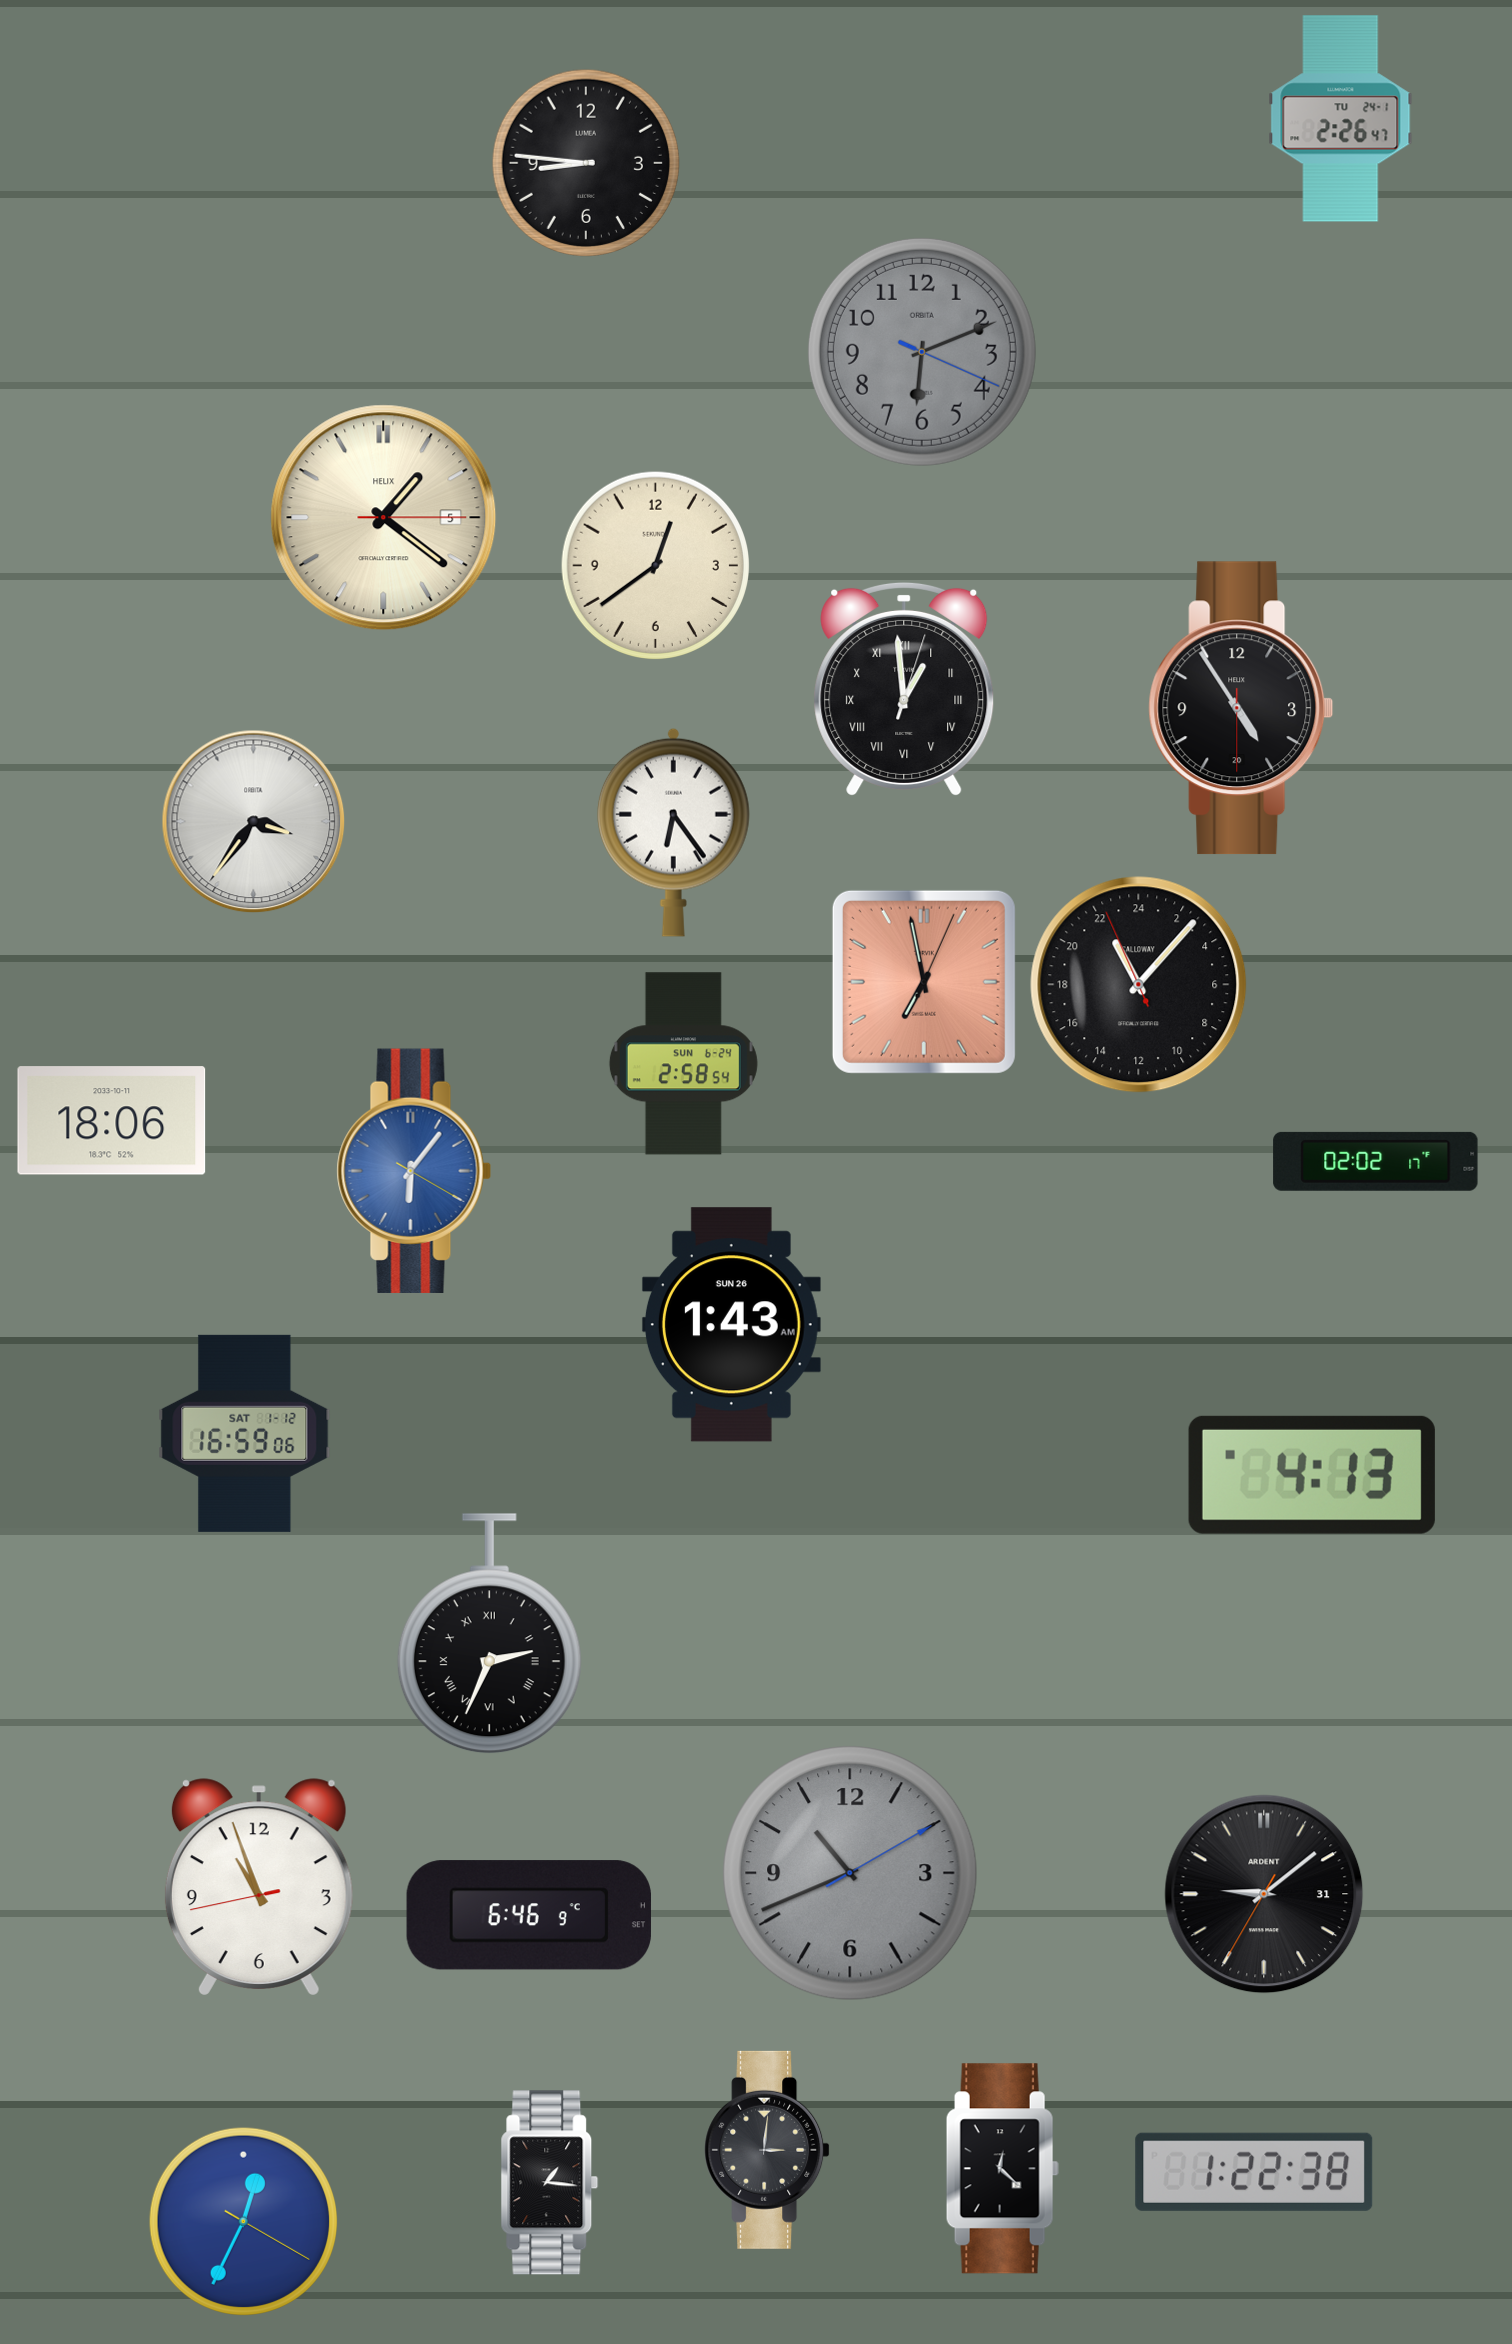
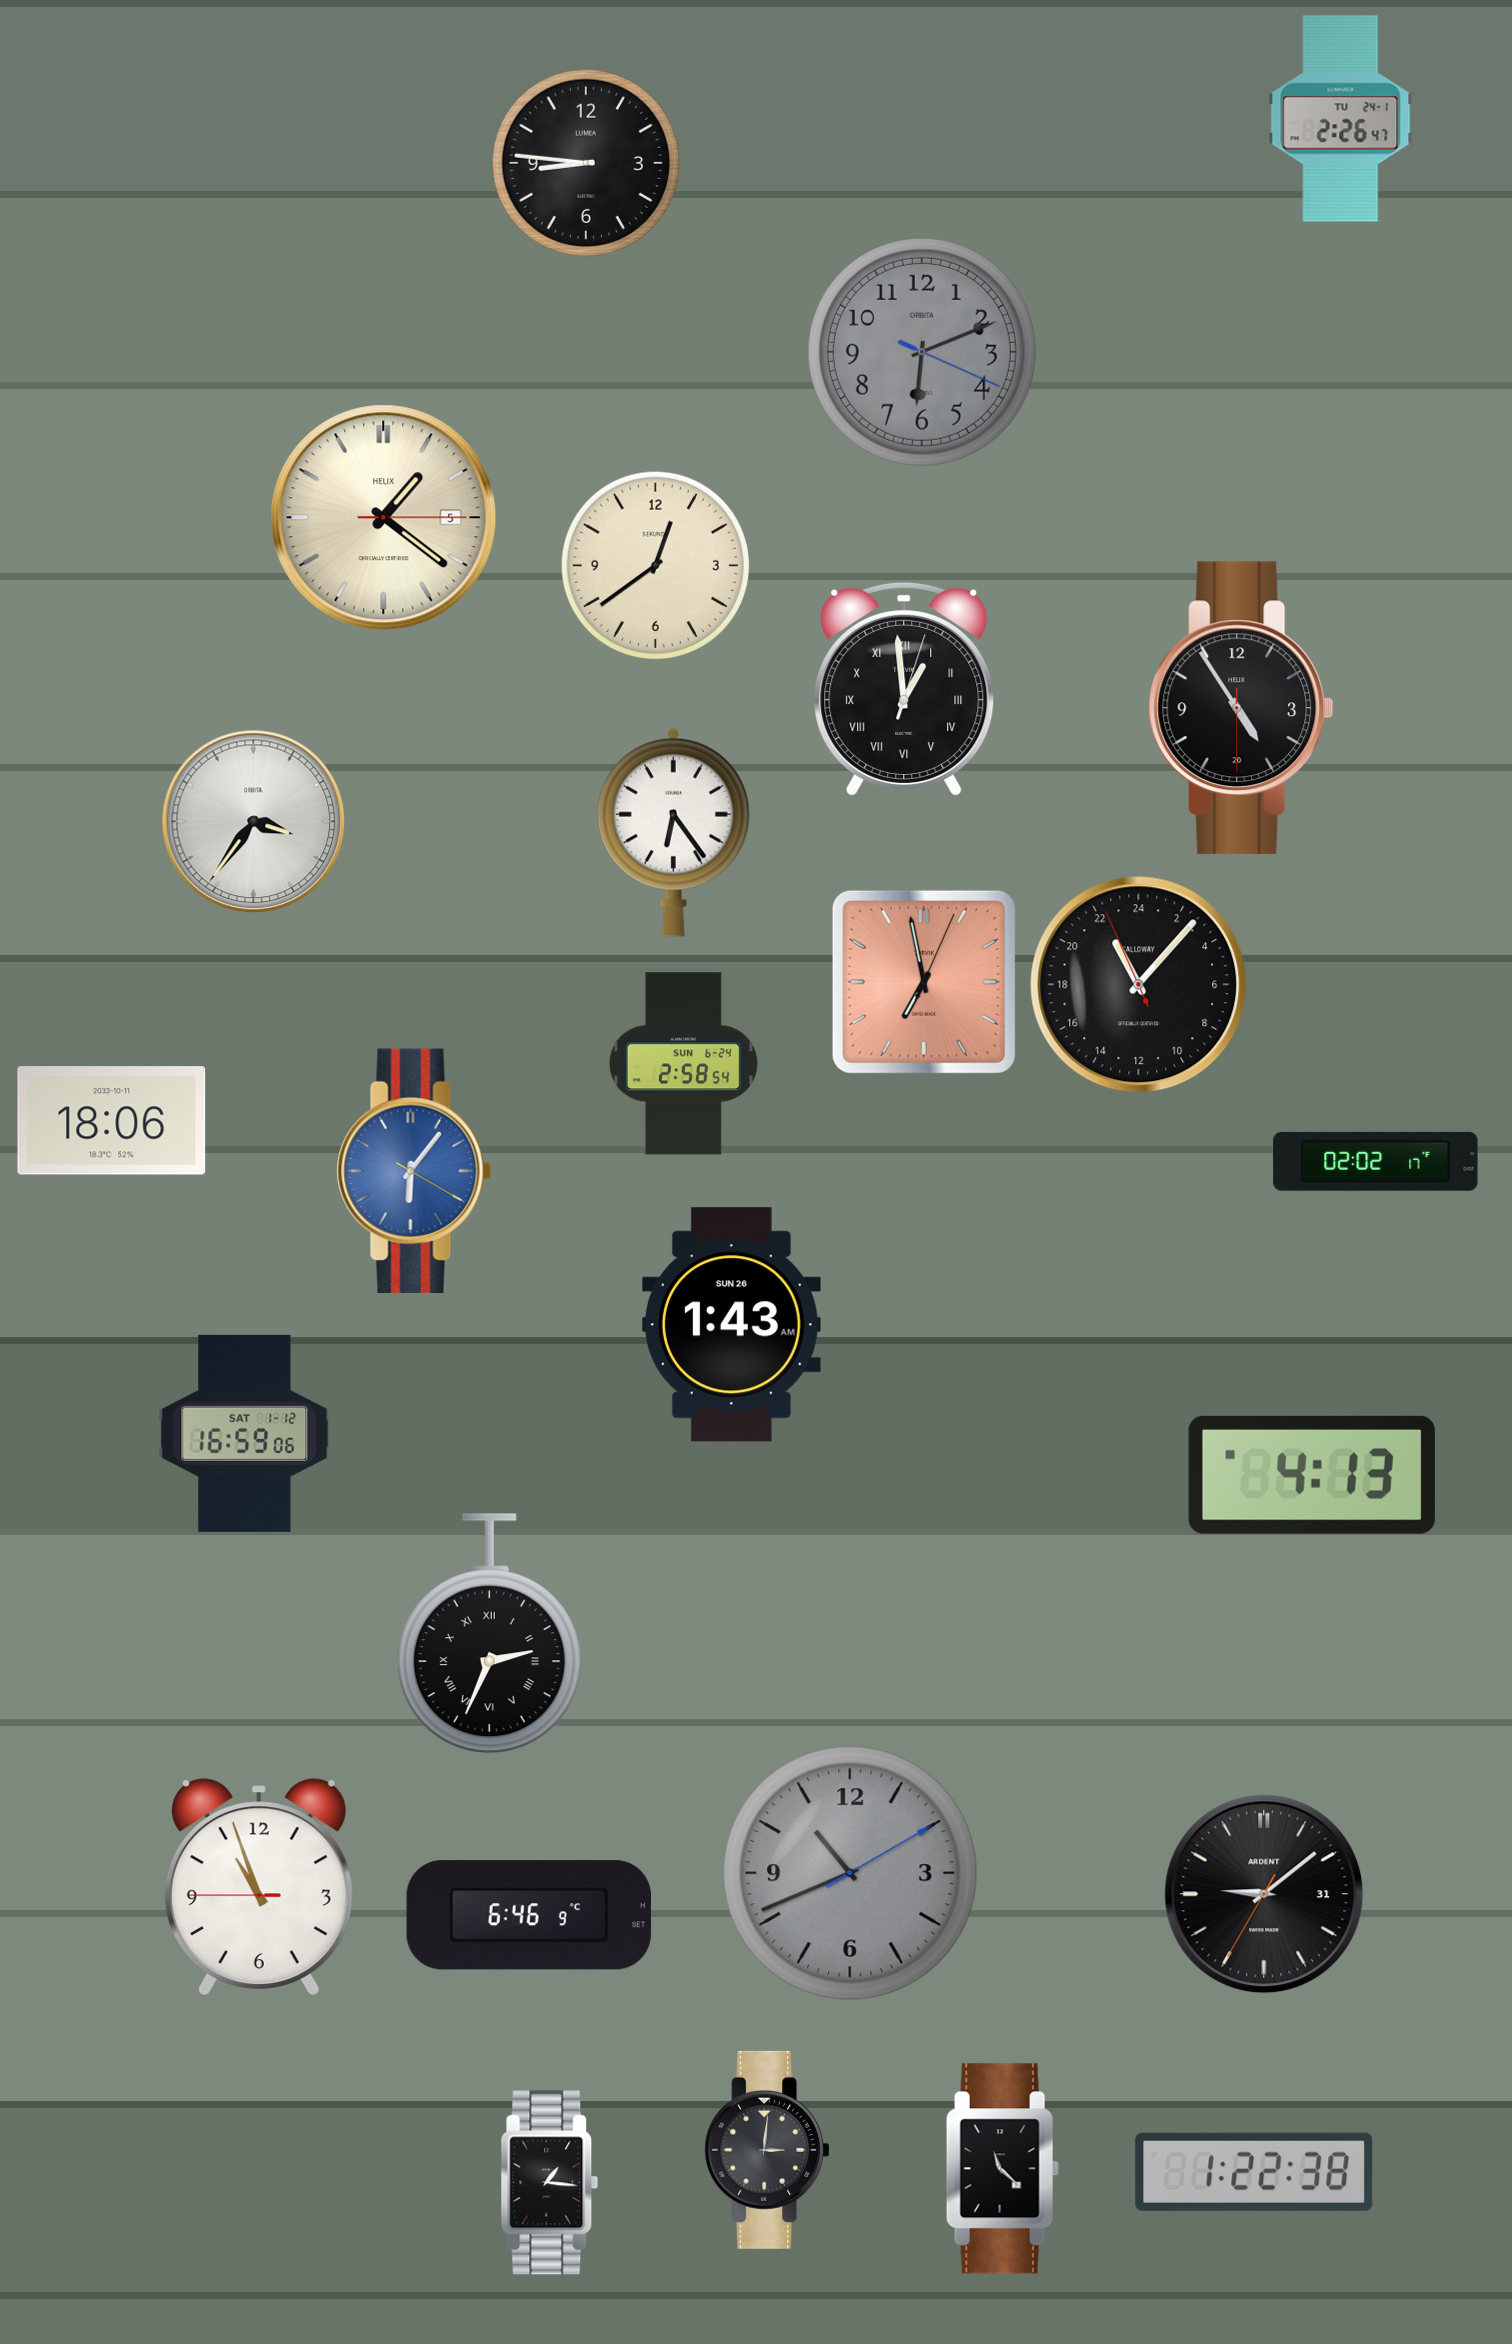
clock at (259, 1887): 10:56:43 -> 10:56:45
clock at (1002, 2169): 12:22 -> 11:22
clock at (243, 2221): 12:34 -> none
